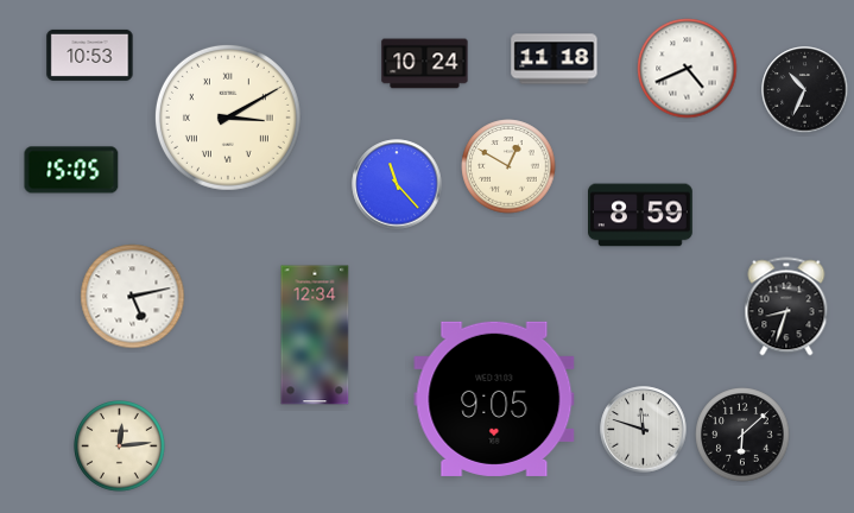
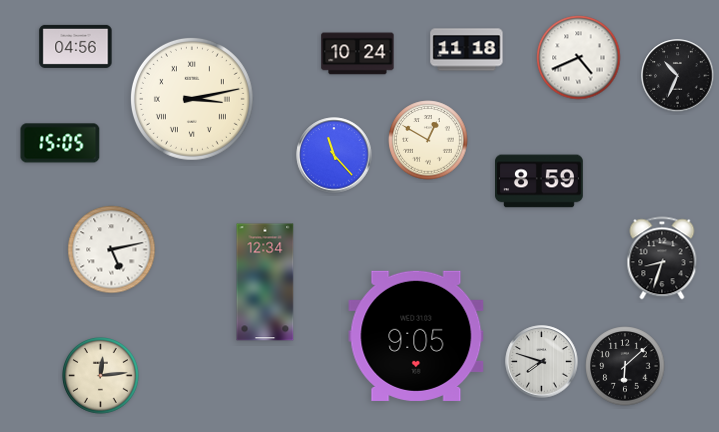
clock at (90, 55): 10:53 -> 04:56
clock at (228, 118): 3:10 -> 3:13
clock at (644, 430): 11:48 -> 7:48
